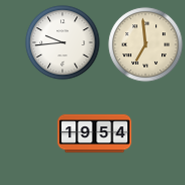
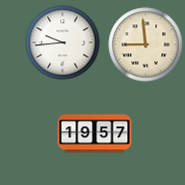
clock at (146, 45): 6:59 -> 8:59
clock at (95, 134): 19:54 -> 19:57
